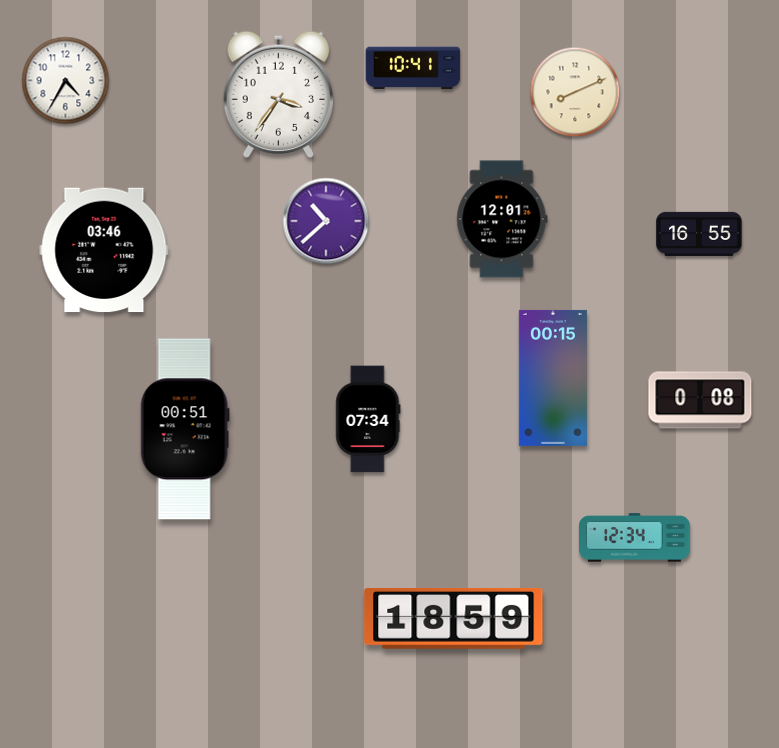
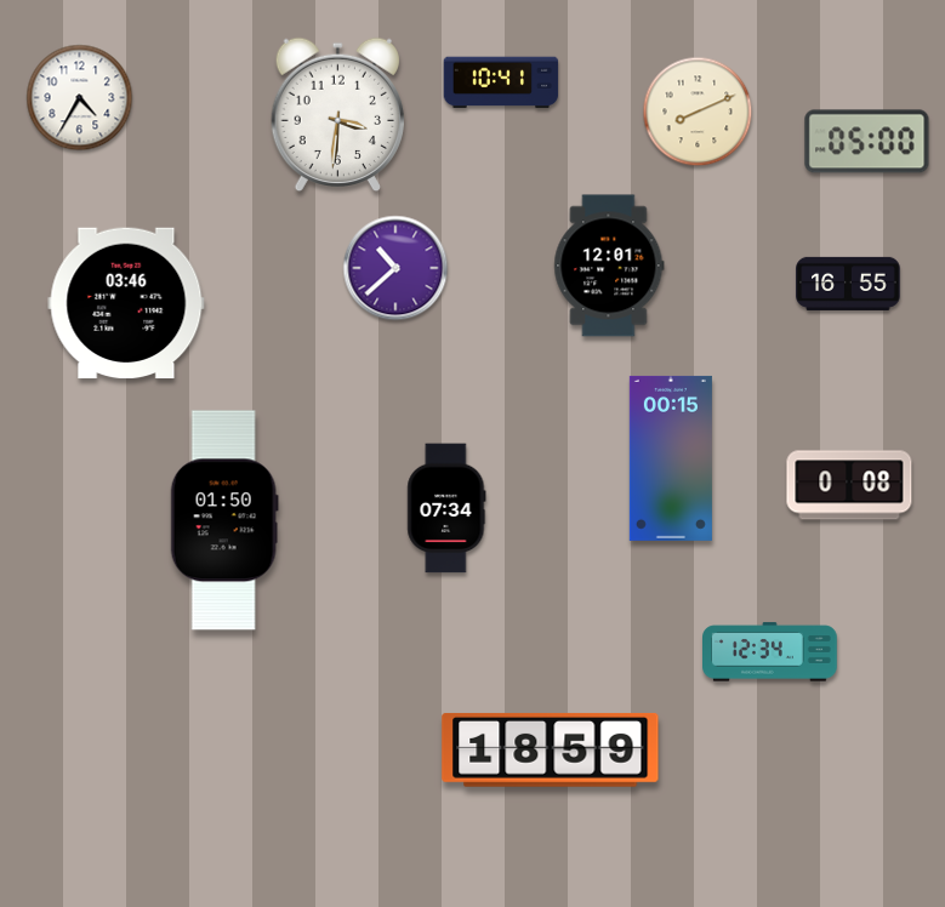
clock at (278, 95): 3:36 -> 3:31
clock at (867, 142): none -> 05:00
clock at (185, 429): 00:51 -> 01:50
